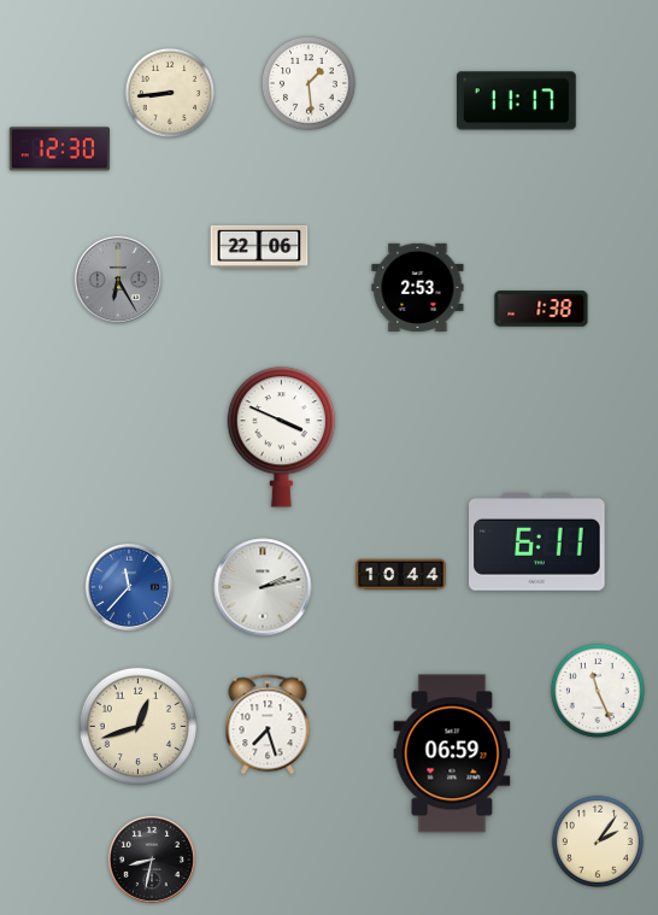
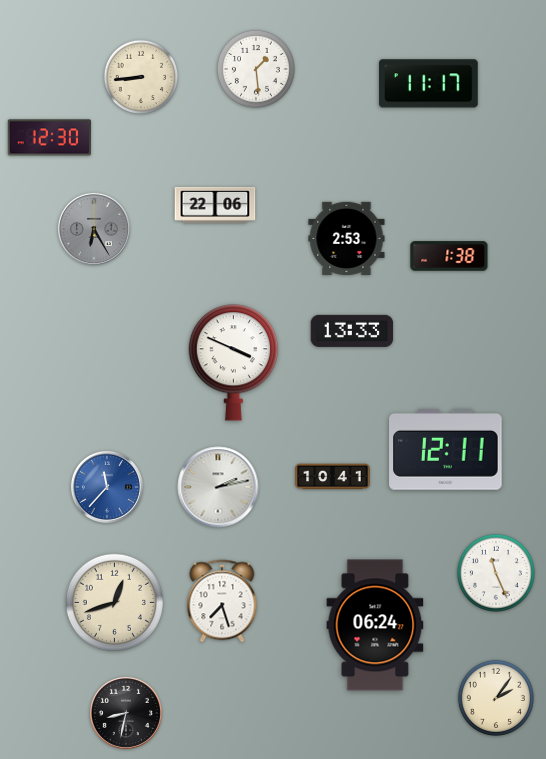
clock at (59, 149) position: (59, 149) -> (49, 138)
clock at (118, 280) position: (118, 280) -> (94, 229)
clock at (352, 331): none -> 13:33
clock at (537, 542): 6:11 -> 12:11
clock at (401, 575): 10:44 -> 10:41
clock at (452, 753): 06:59 -> 06:24
